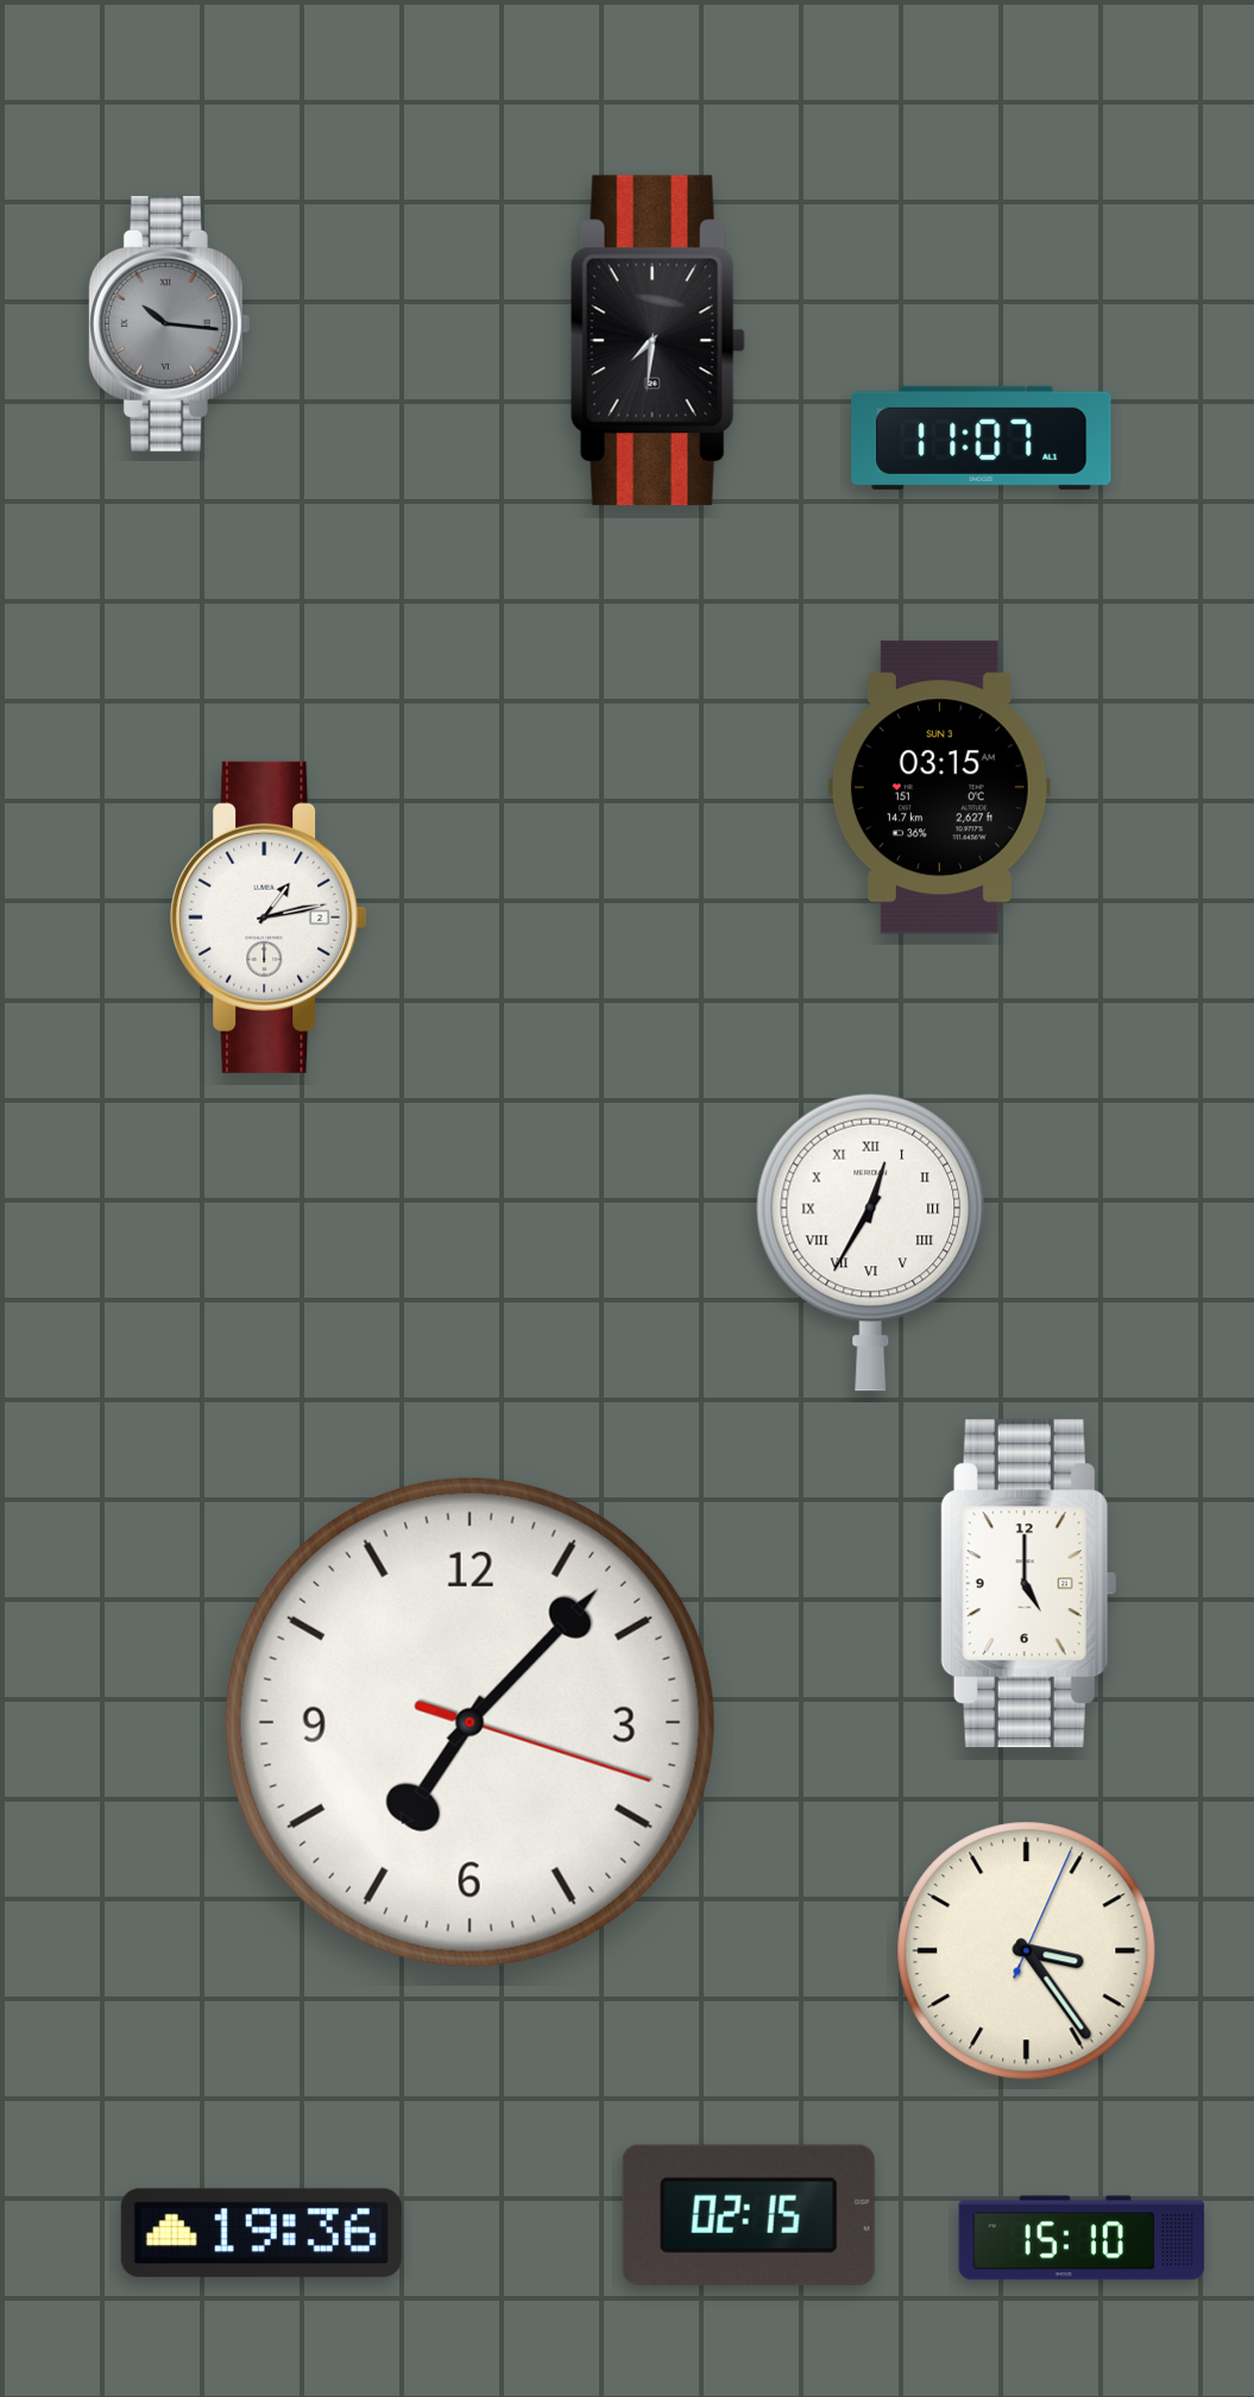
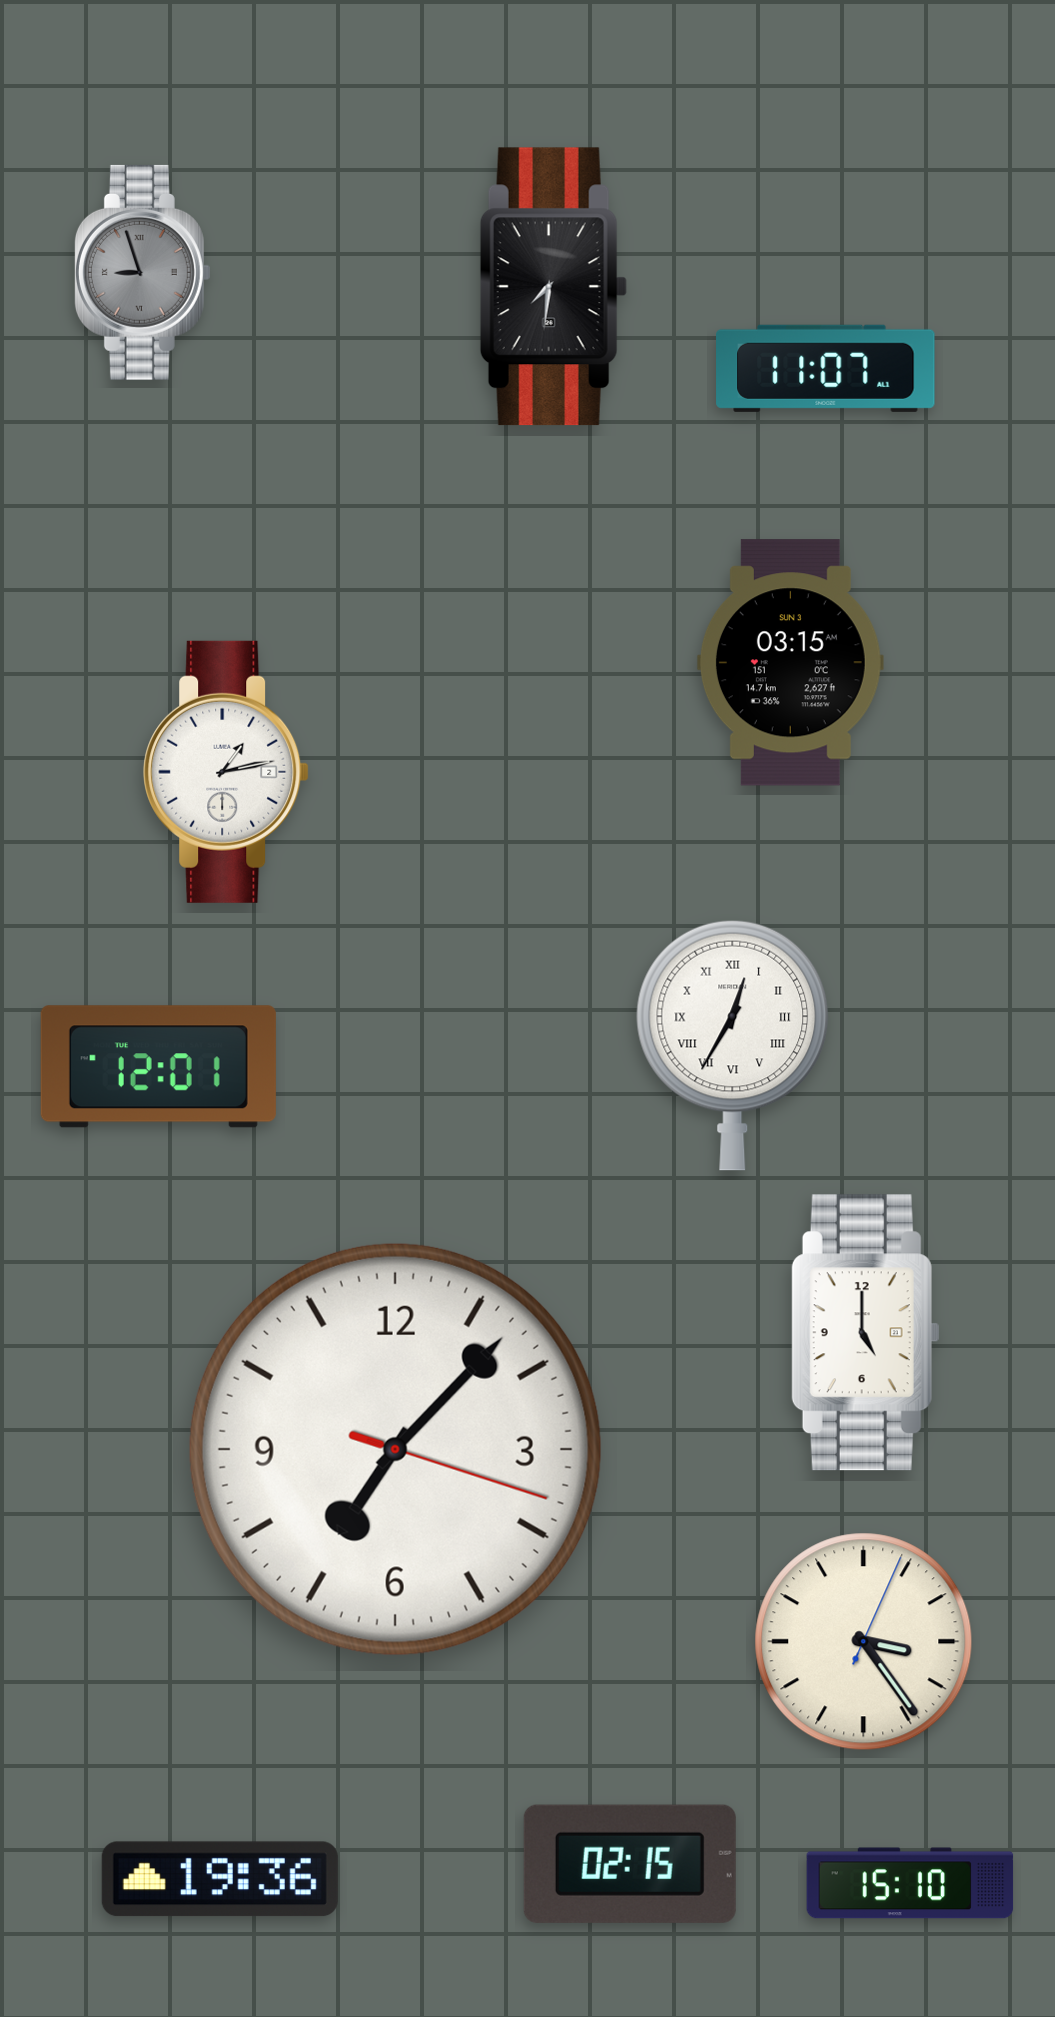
clock at (169, 323): 10:16 -> 8:57
clock at (158, 1067): none -> 12:01
